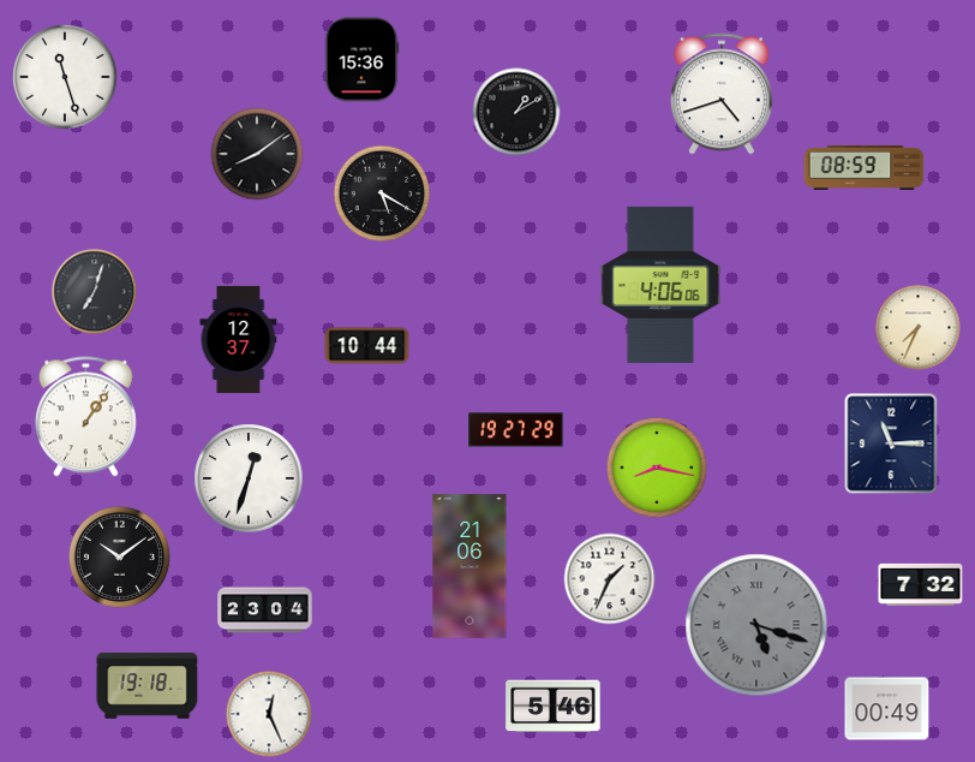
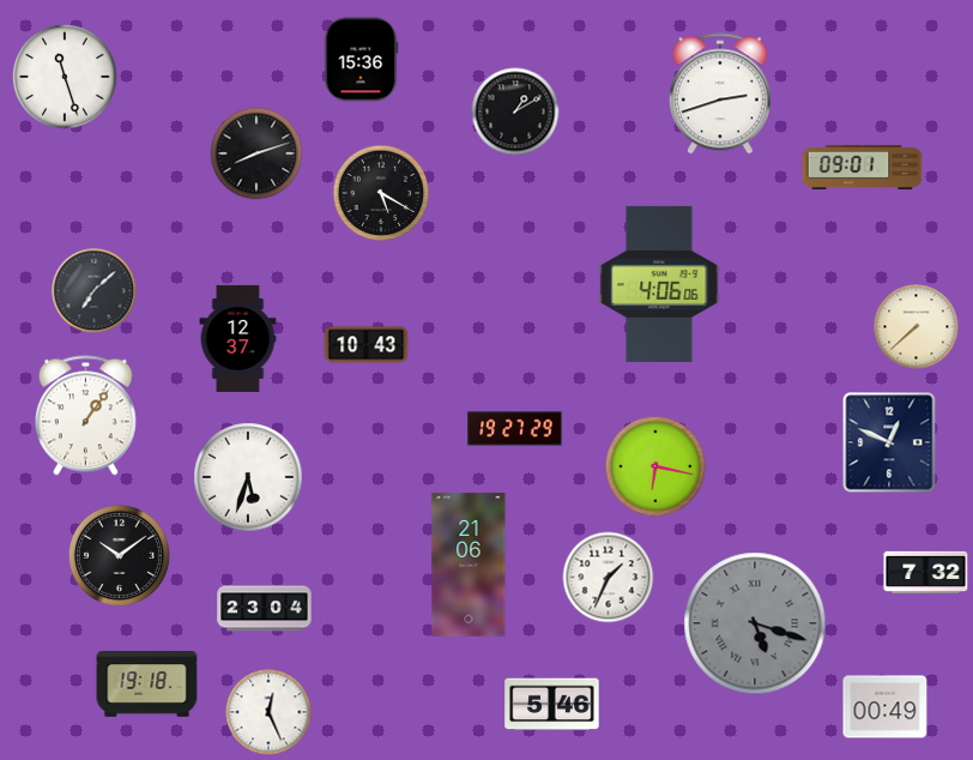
clock at (722, 94): 4:42 -> 2:42
clock at (257, 154): 8:09 -> 8:12
clock at (865, 167): 08:59 -> 09:01
clock at (95, 292): 7:03 -> 7:08
clock at (919, 328): 7:34 -> 7:38
clock at (367, 346): 10:44 -> 10:43
clock at (891, 443): 11:15 -> 12:49
clock at (657, 468): 8:17 -> 6:17
clock at (249, 478): 12:33 -> 5:33
clock at (921, 584) position: (921, 584) -> (926, 572)
